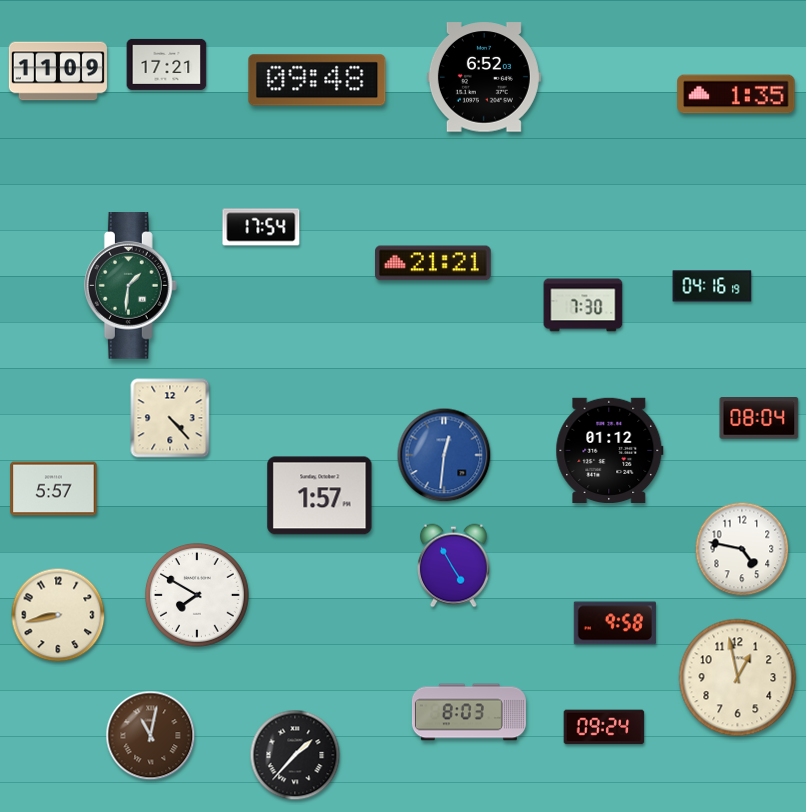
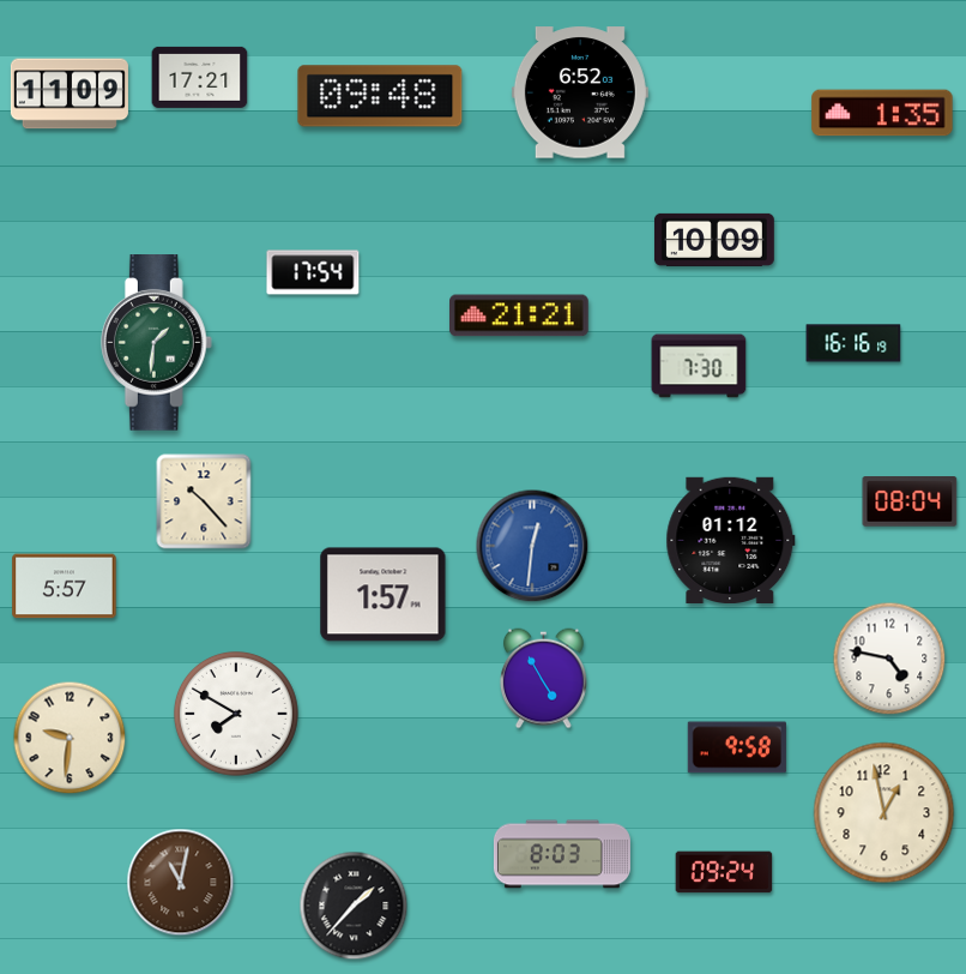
clock at (58, 71) position: (58, 71) -> (70, 94)
clock at (714, 240): none -> 10:09
clock at (712, 286): 04:16 -> 16:16
clock at (170, 418): 4:23 -> 10:23
clock at (58, 615): 8:43 -> 9:31
